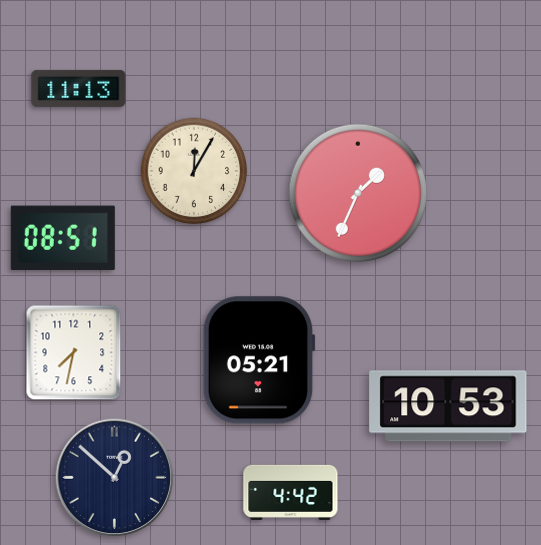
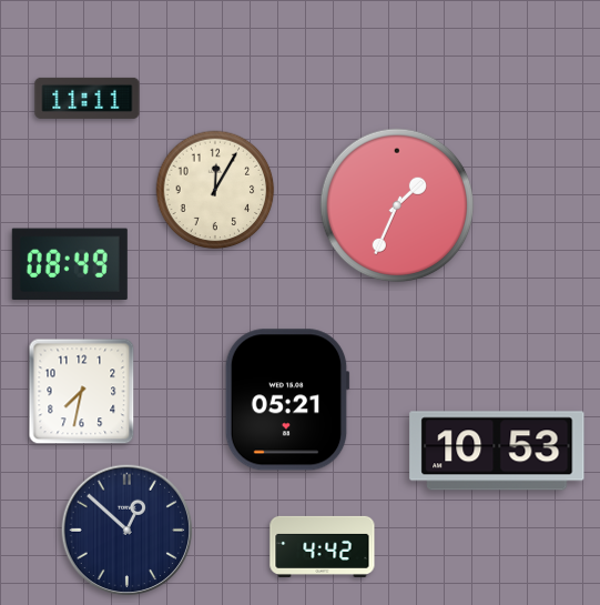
clock at (79, 88): 11:13 -> 11:11
clock at (358, 193) position: (358, 193) -> (397, 205)
clock at (63, 238): 08:51 -> 08:49
